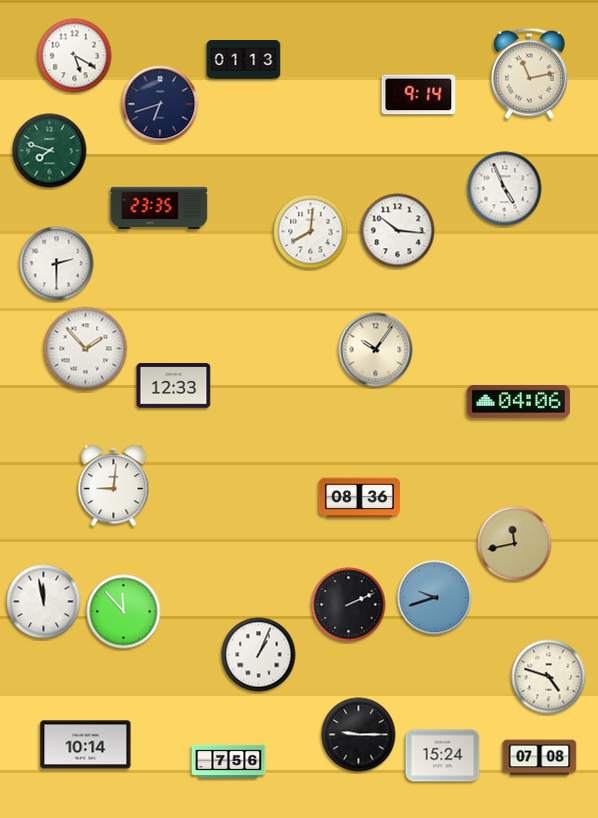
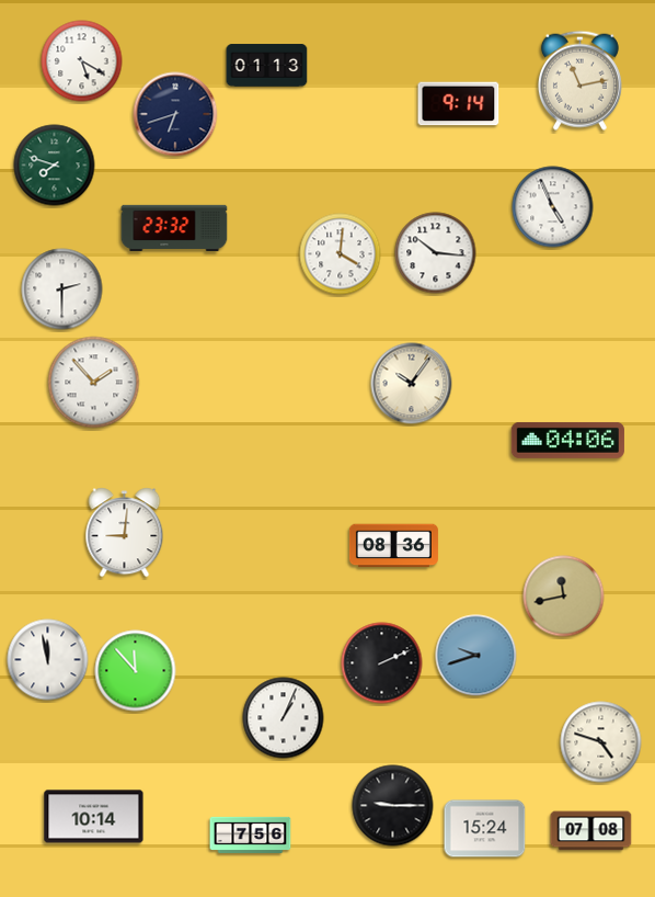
clock at (159, 207): 23:35 -> 23:32
clock at (311, 232): 8:01 -> 4:01
clock at (174, 386): 12:33 -> none
